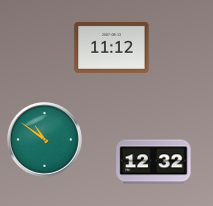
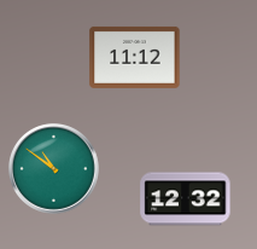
clock at (154, 162) position: (154, 162) -> (186, 199)
